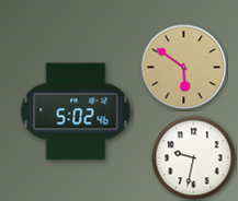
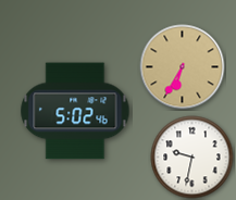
clock at (184, 68): 5:51 -> 6:35
